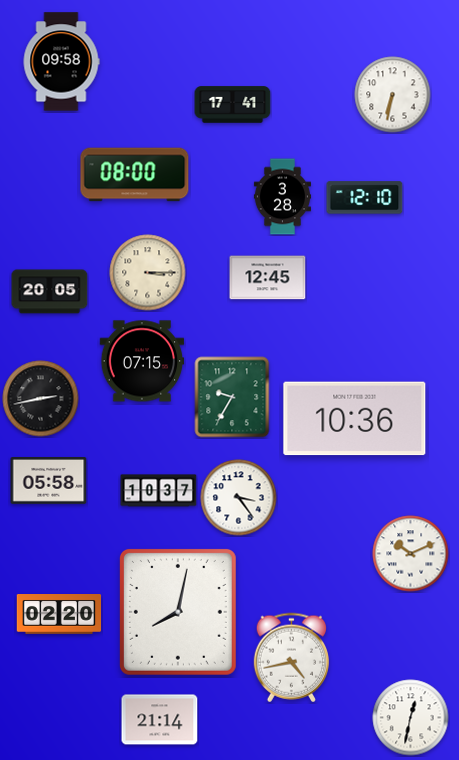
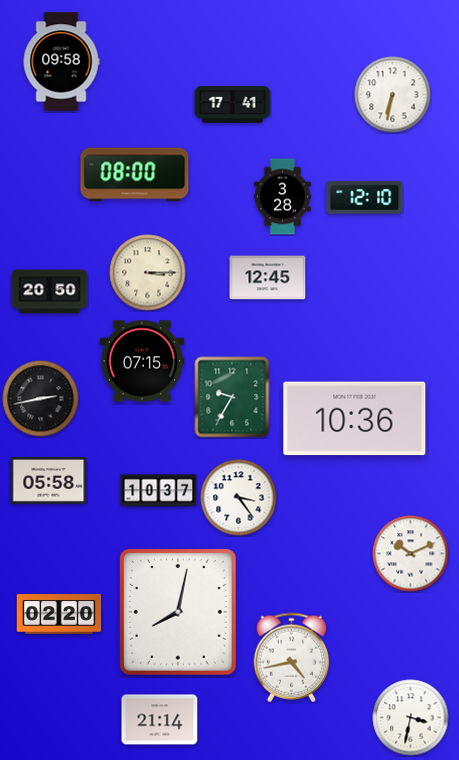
clock at (50, 292): 20:05 -> 20:50
clock at (411, 718): 12:32 -> 3:32
